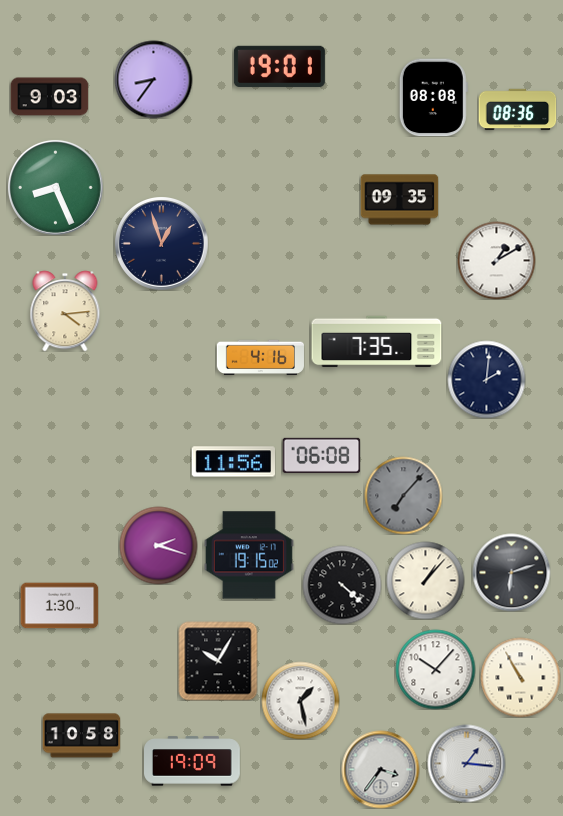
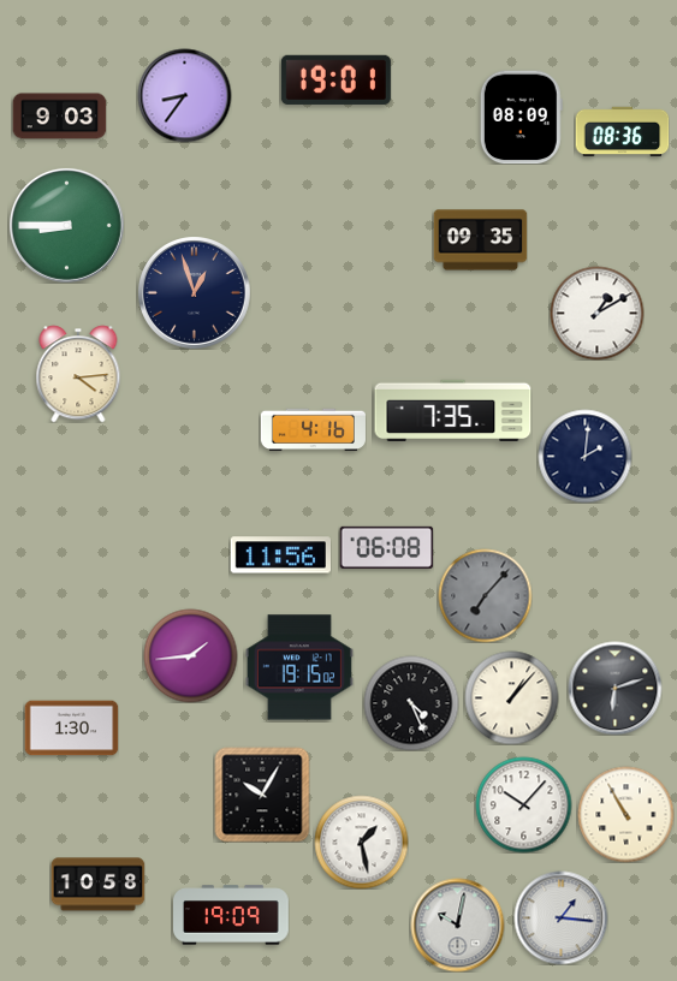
clock at (433, 97): 08:08 -> 08:09
clock at (55, 187): 8:26 -> 8:45
clock at (158, 545): 2:18 -> 1:44
clock at (342, 585): 4:22 -> 4:26
clock at (380, 769): 3:36 -> 10:02
